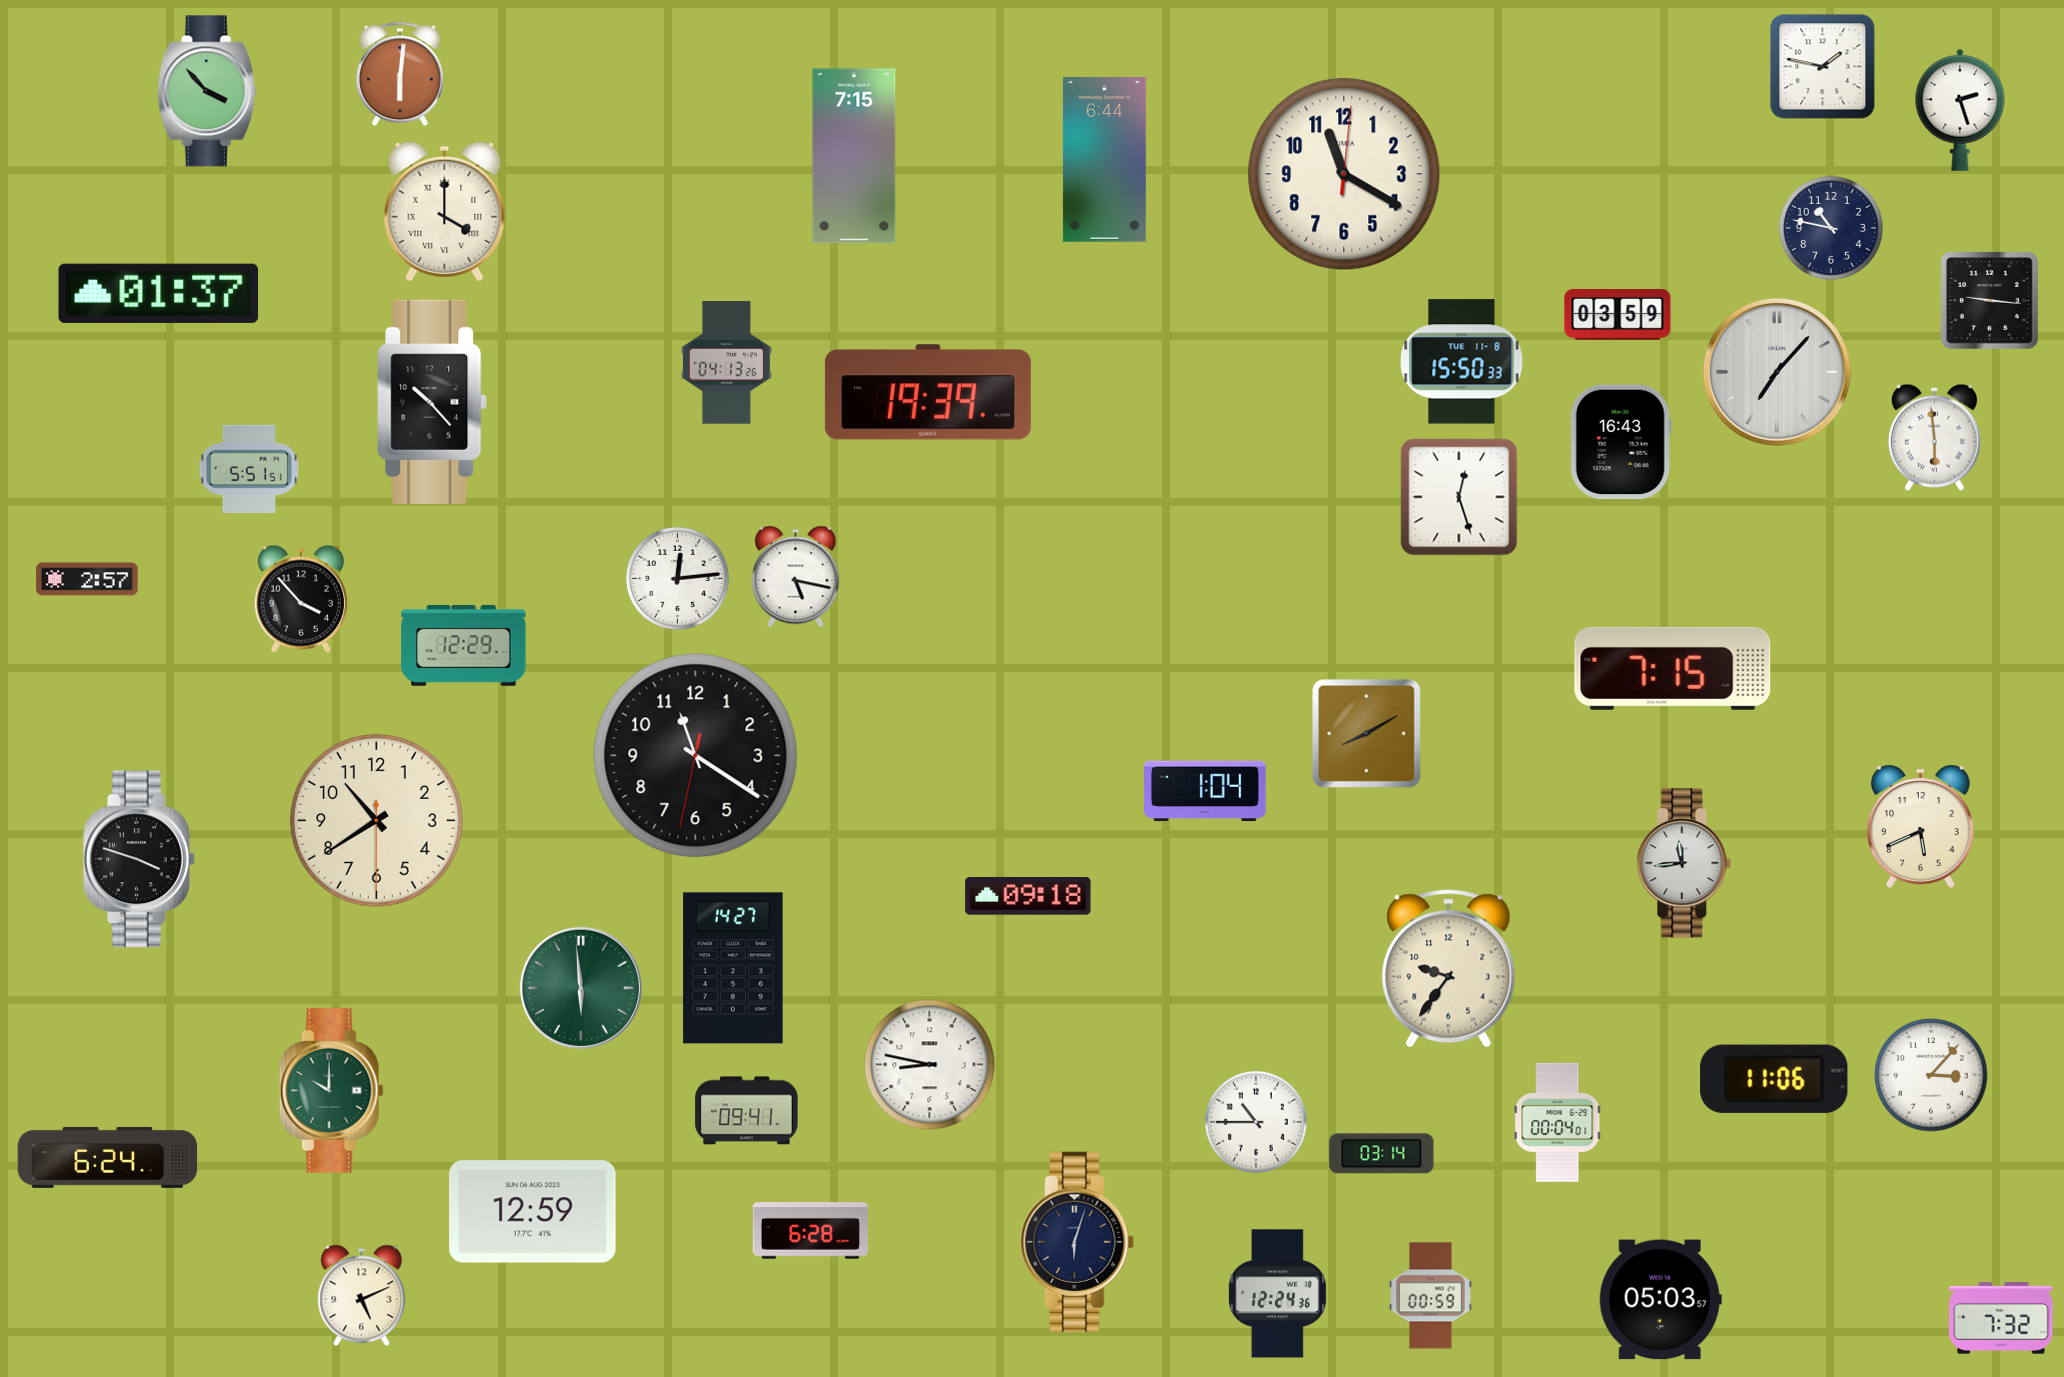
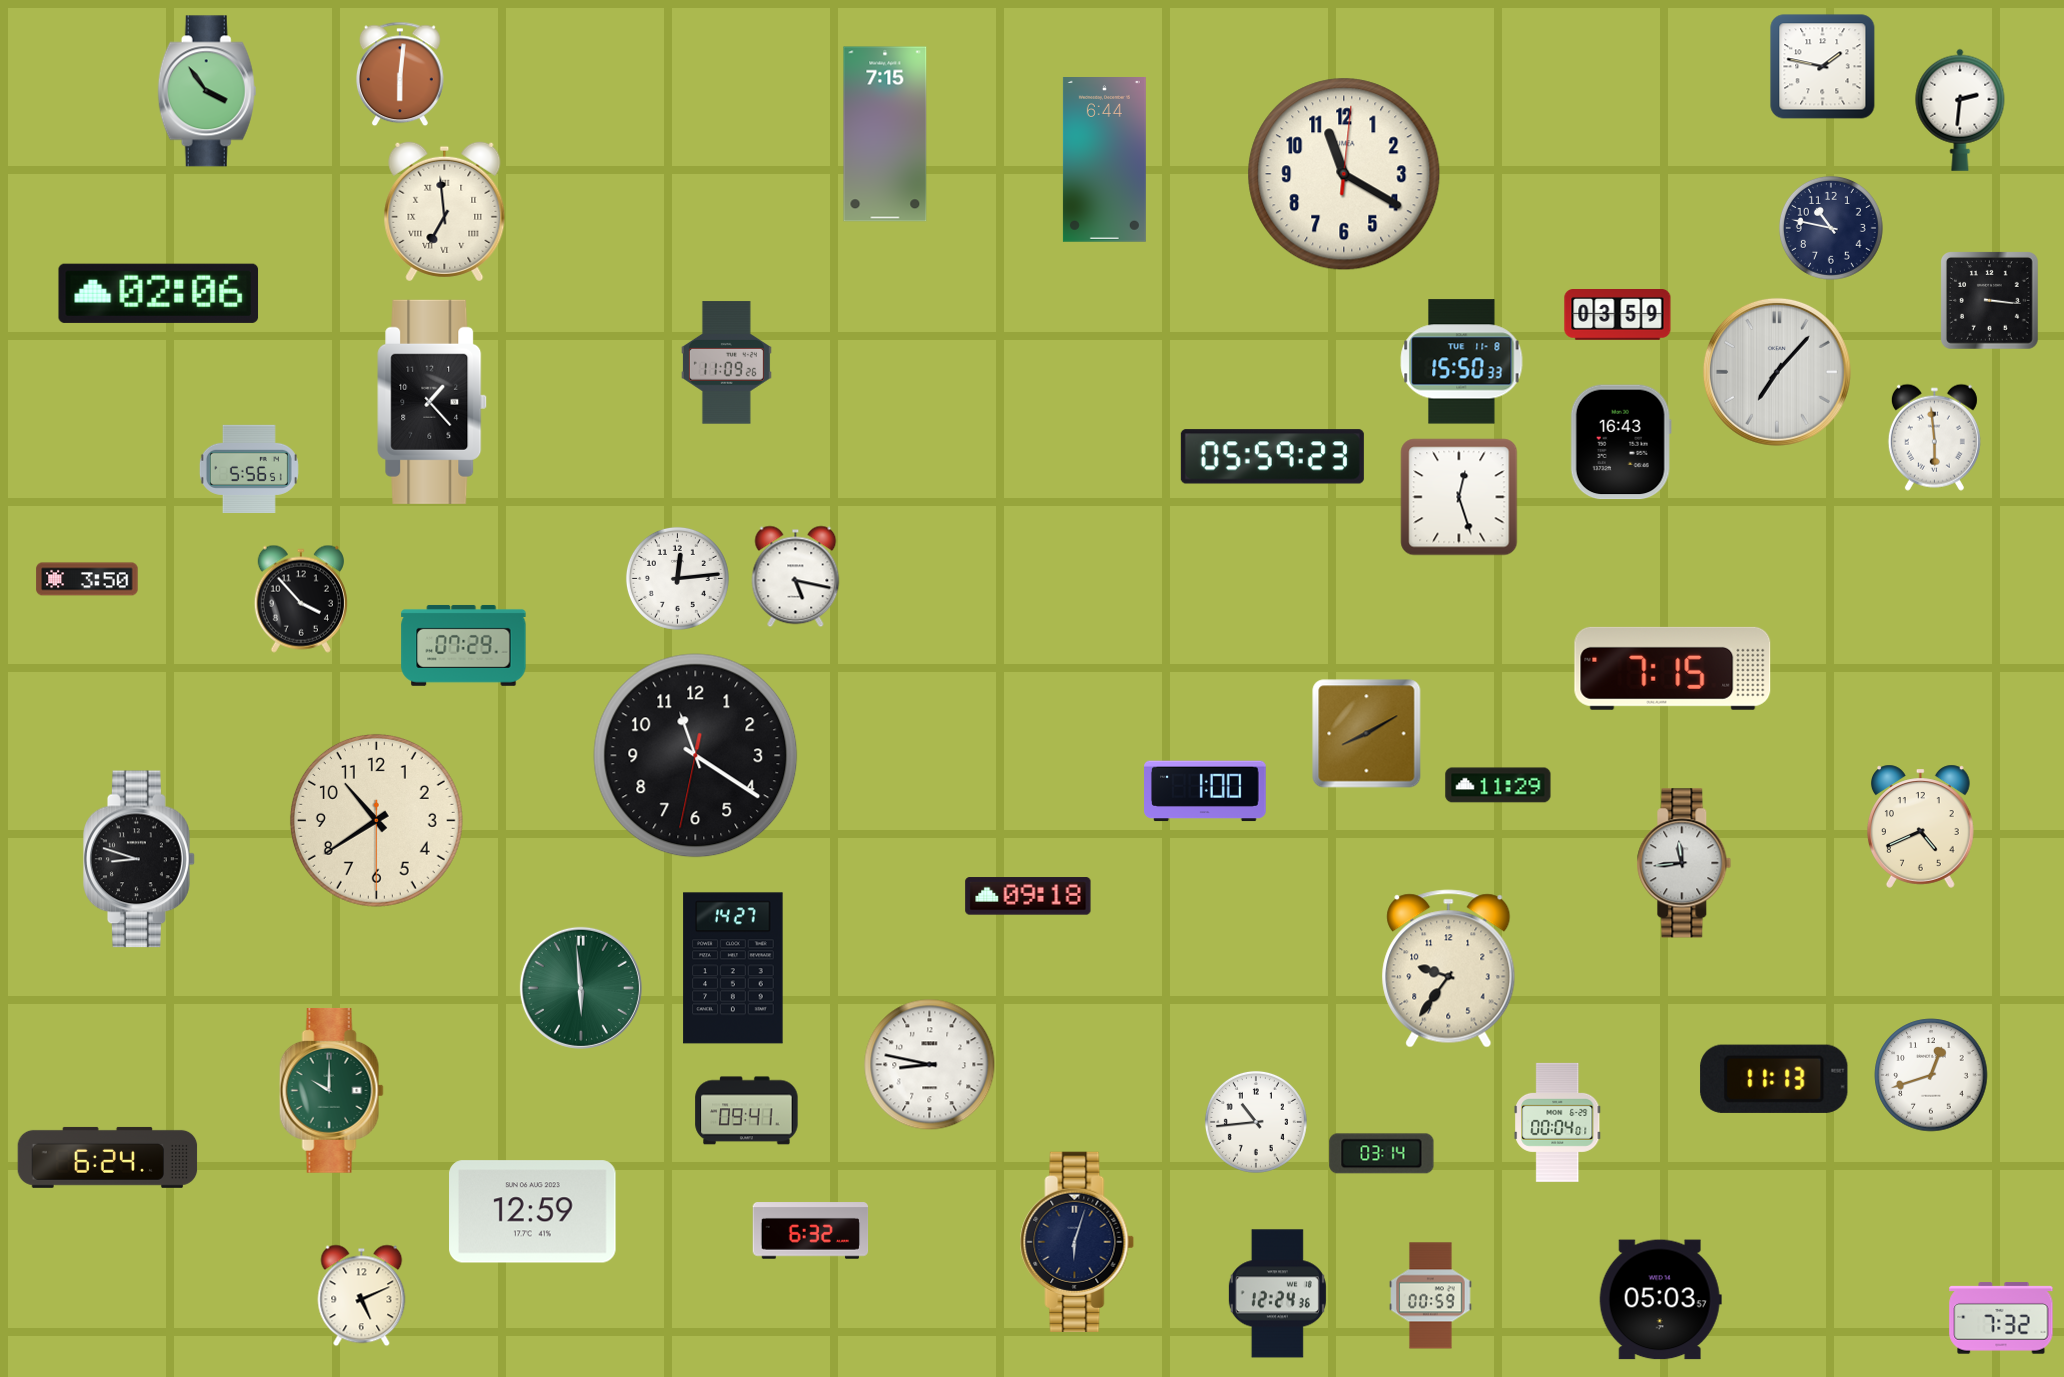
clock at (207, 91): 3:53 -> 3:54
clock at (1960, 110): 2:27 -> 2:31
clock at (854, 156) position: (854, 156) -> (885, 134)
clock at (445, 212): 4:00 -> 6:59
clock at (159, 293): 01:37 -> 02:06
clock at (1990, 301): 9:16 -> 3:16
clock at (726, 363): 04:13 -> 11:09
clock at (928, 392): 19:39 -> none
clock at (432, 402): 10:23 -> 1:23
clock at (1272, 457): none -> 05:59
clock at (249, 469): 5:51 -> 5:56
clock at (87, 579): 2:57 -> 3:50
clock at (464, 645): 12:29 -> 07:29
clock at (1498, 785): none -> 11:29
clock at (1205, 791): 1:04 -> 1:00
clock at (1920, 826): 5:41 -> 4:41
clock at (139, 859): 3:48 -> 8:48
clock at (1931, 1075): 3:07 -> 12:42
clock at (1774, 1079): 11:06 -> 11:13
clock at (1256, 1122): 10:45 -> 10:44
clock at (811, 1231): 6:28 -> 6:32
